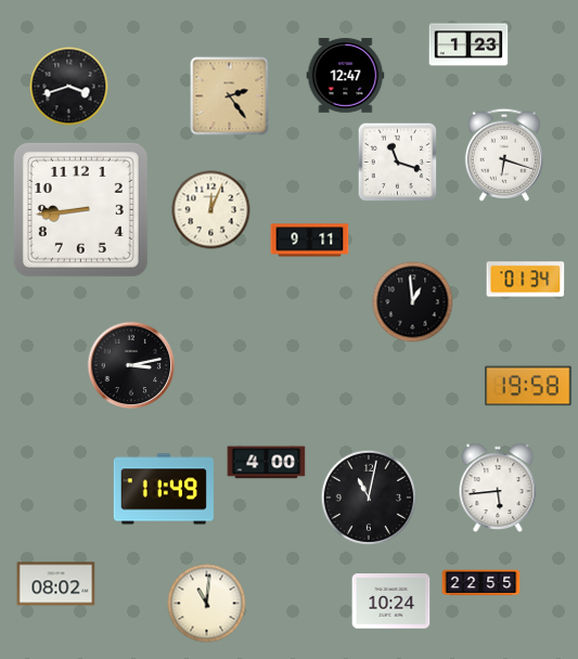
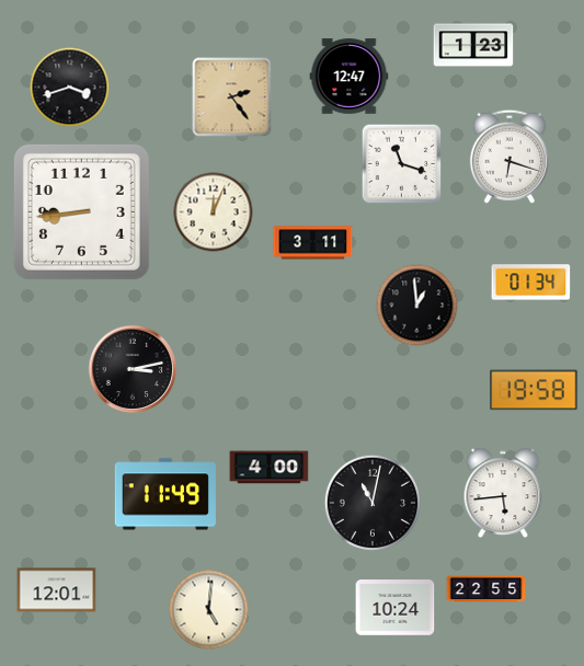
clock at (310, 241): 9:11 -> 3:11
clock at (56, 584): 08:02 -> 12:01
clock at (207, 604): 11:01 -> 5:01
